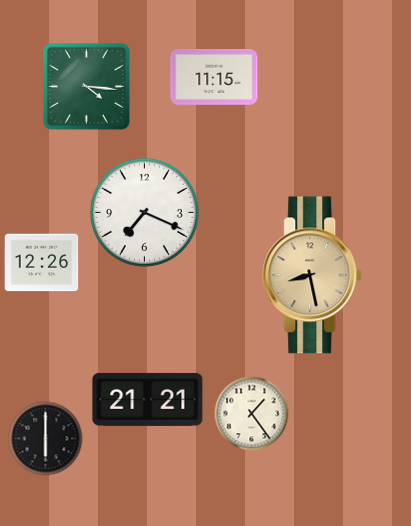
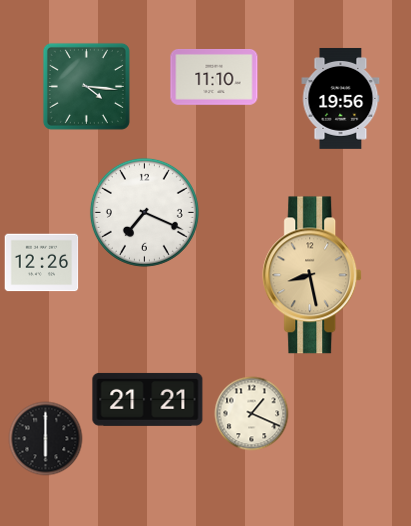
clock at (214, 78): 11:15 -> 11:10
clock at (341, 98): none -> 19:56
clock at (252, 414): 1:24 -> 1:19
